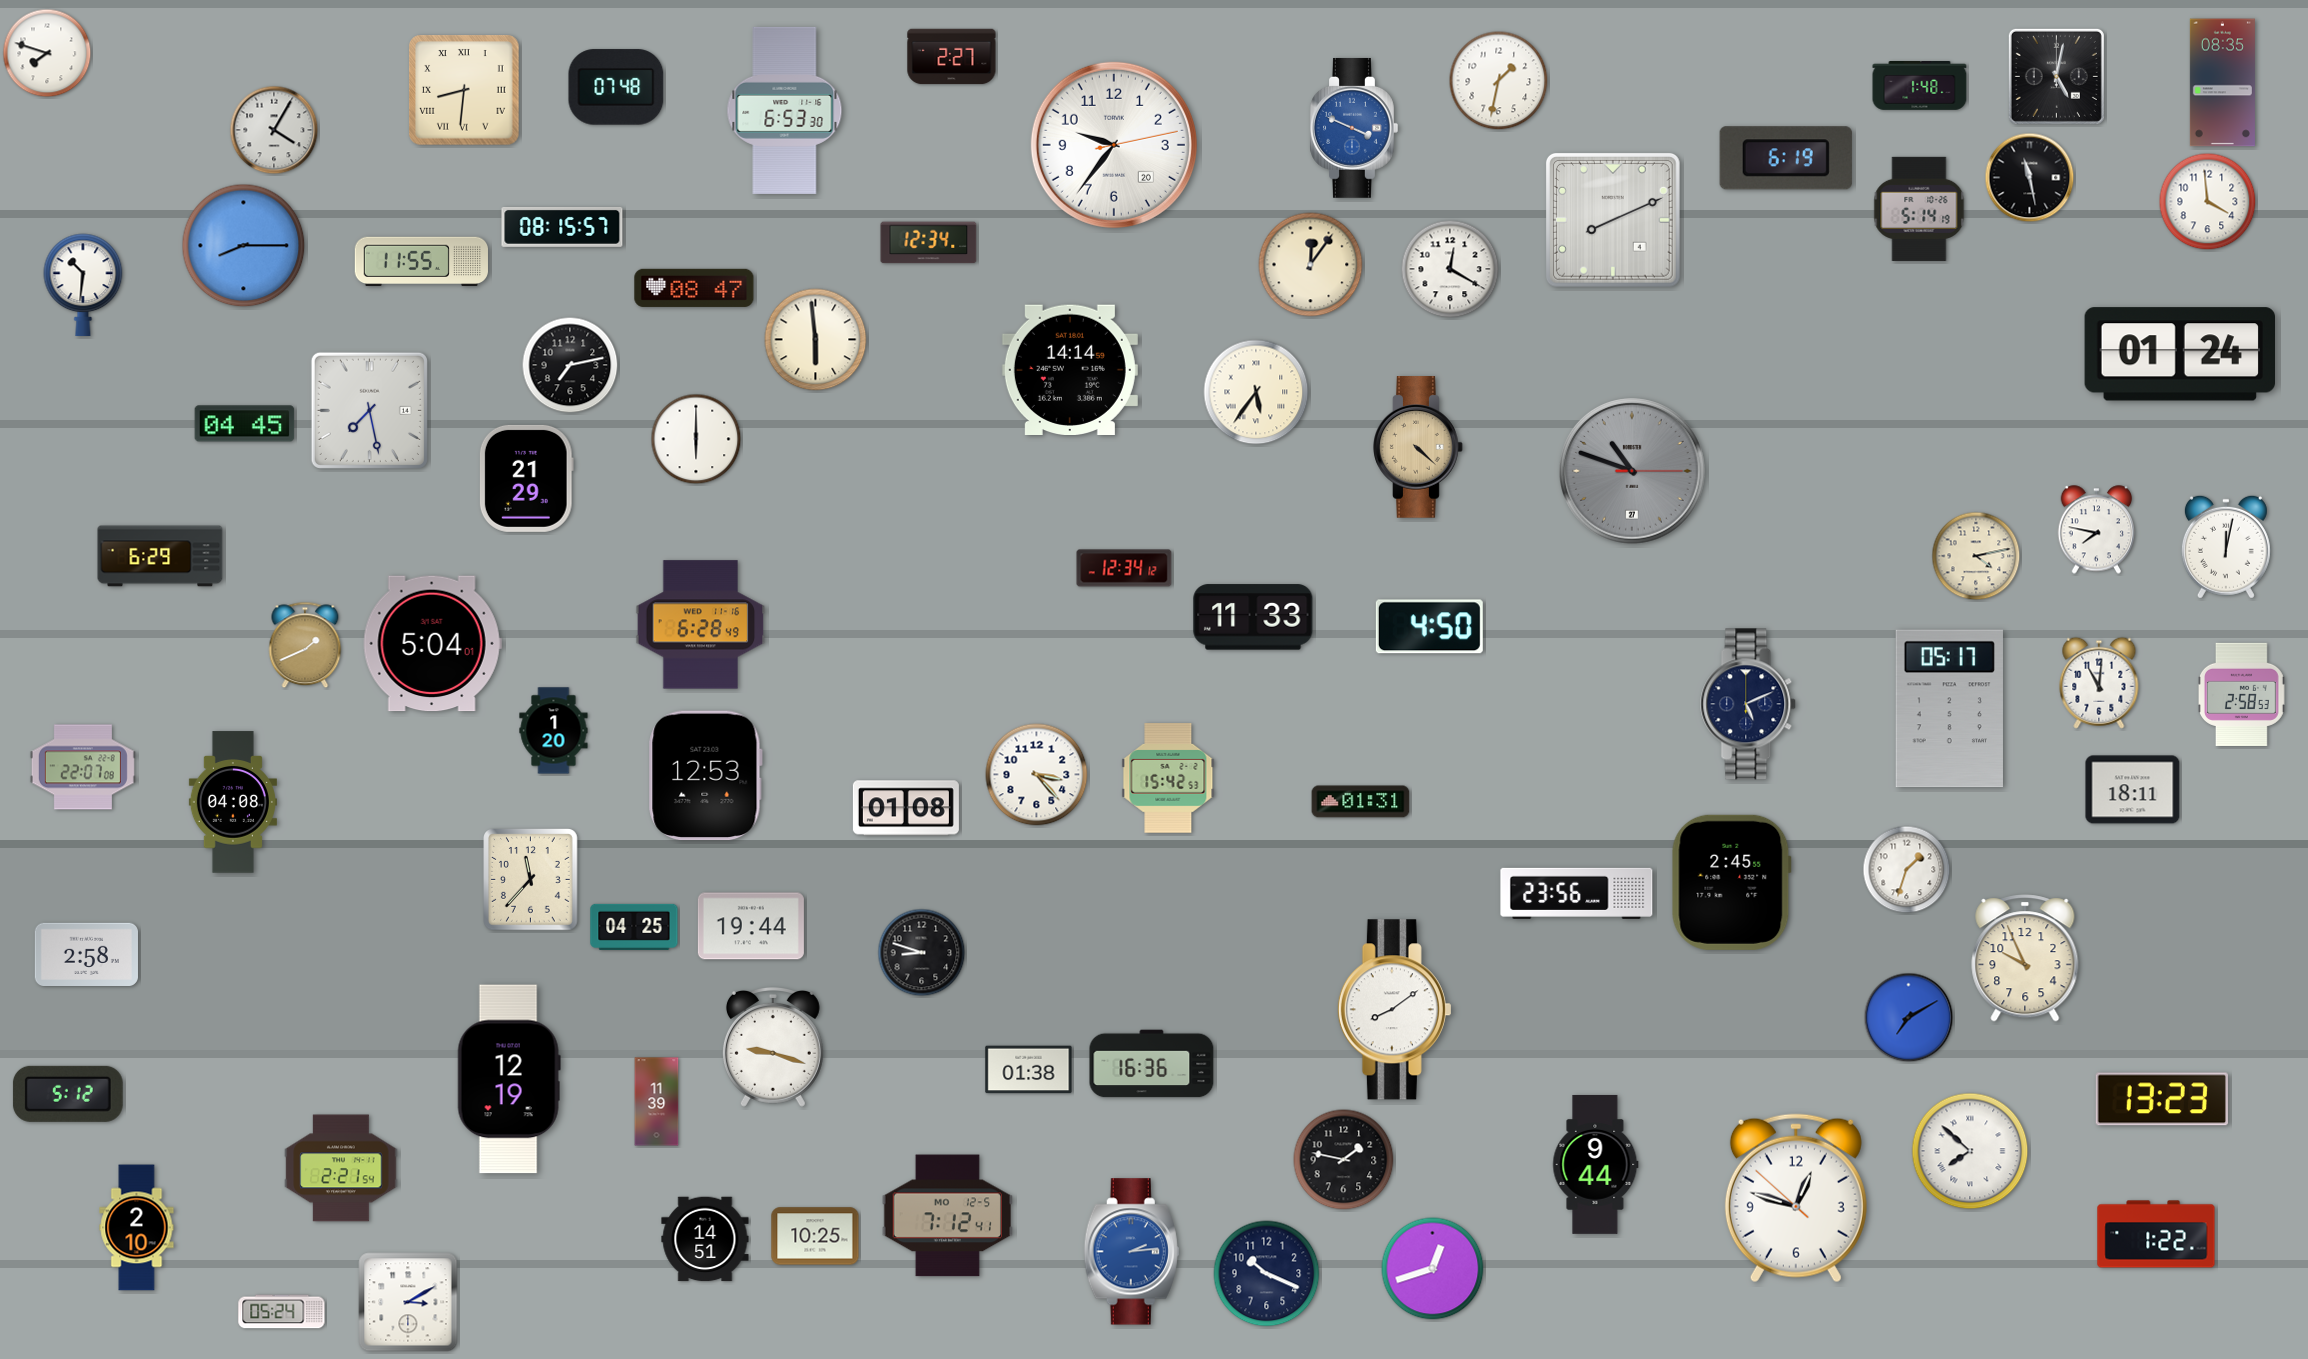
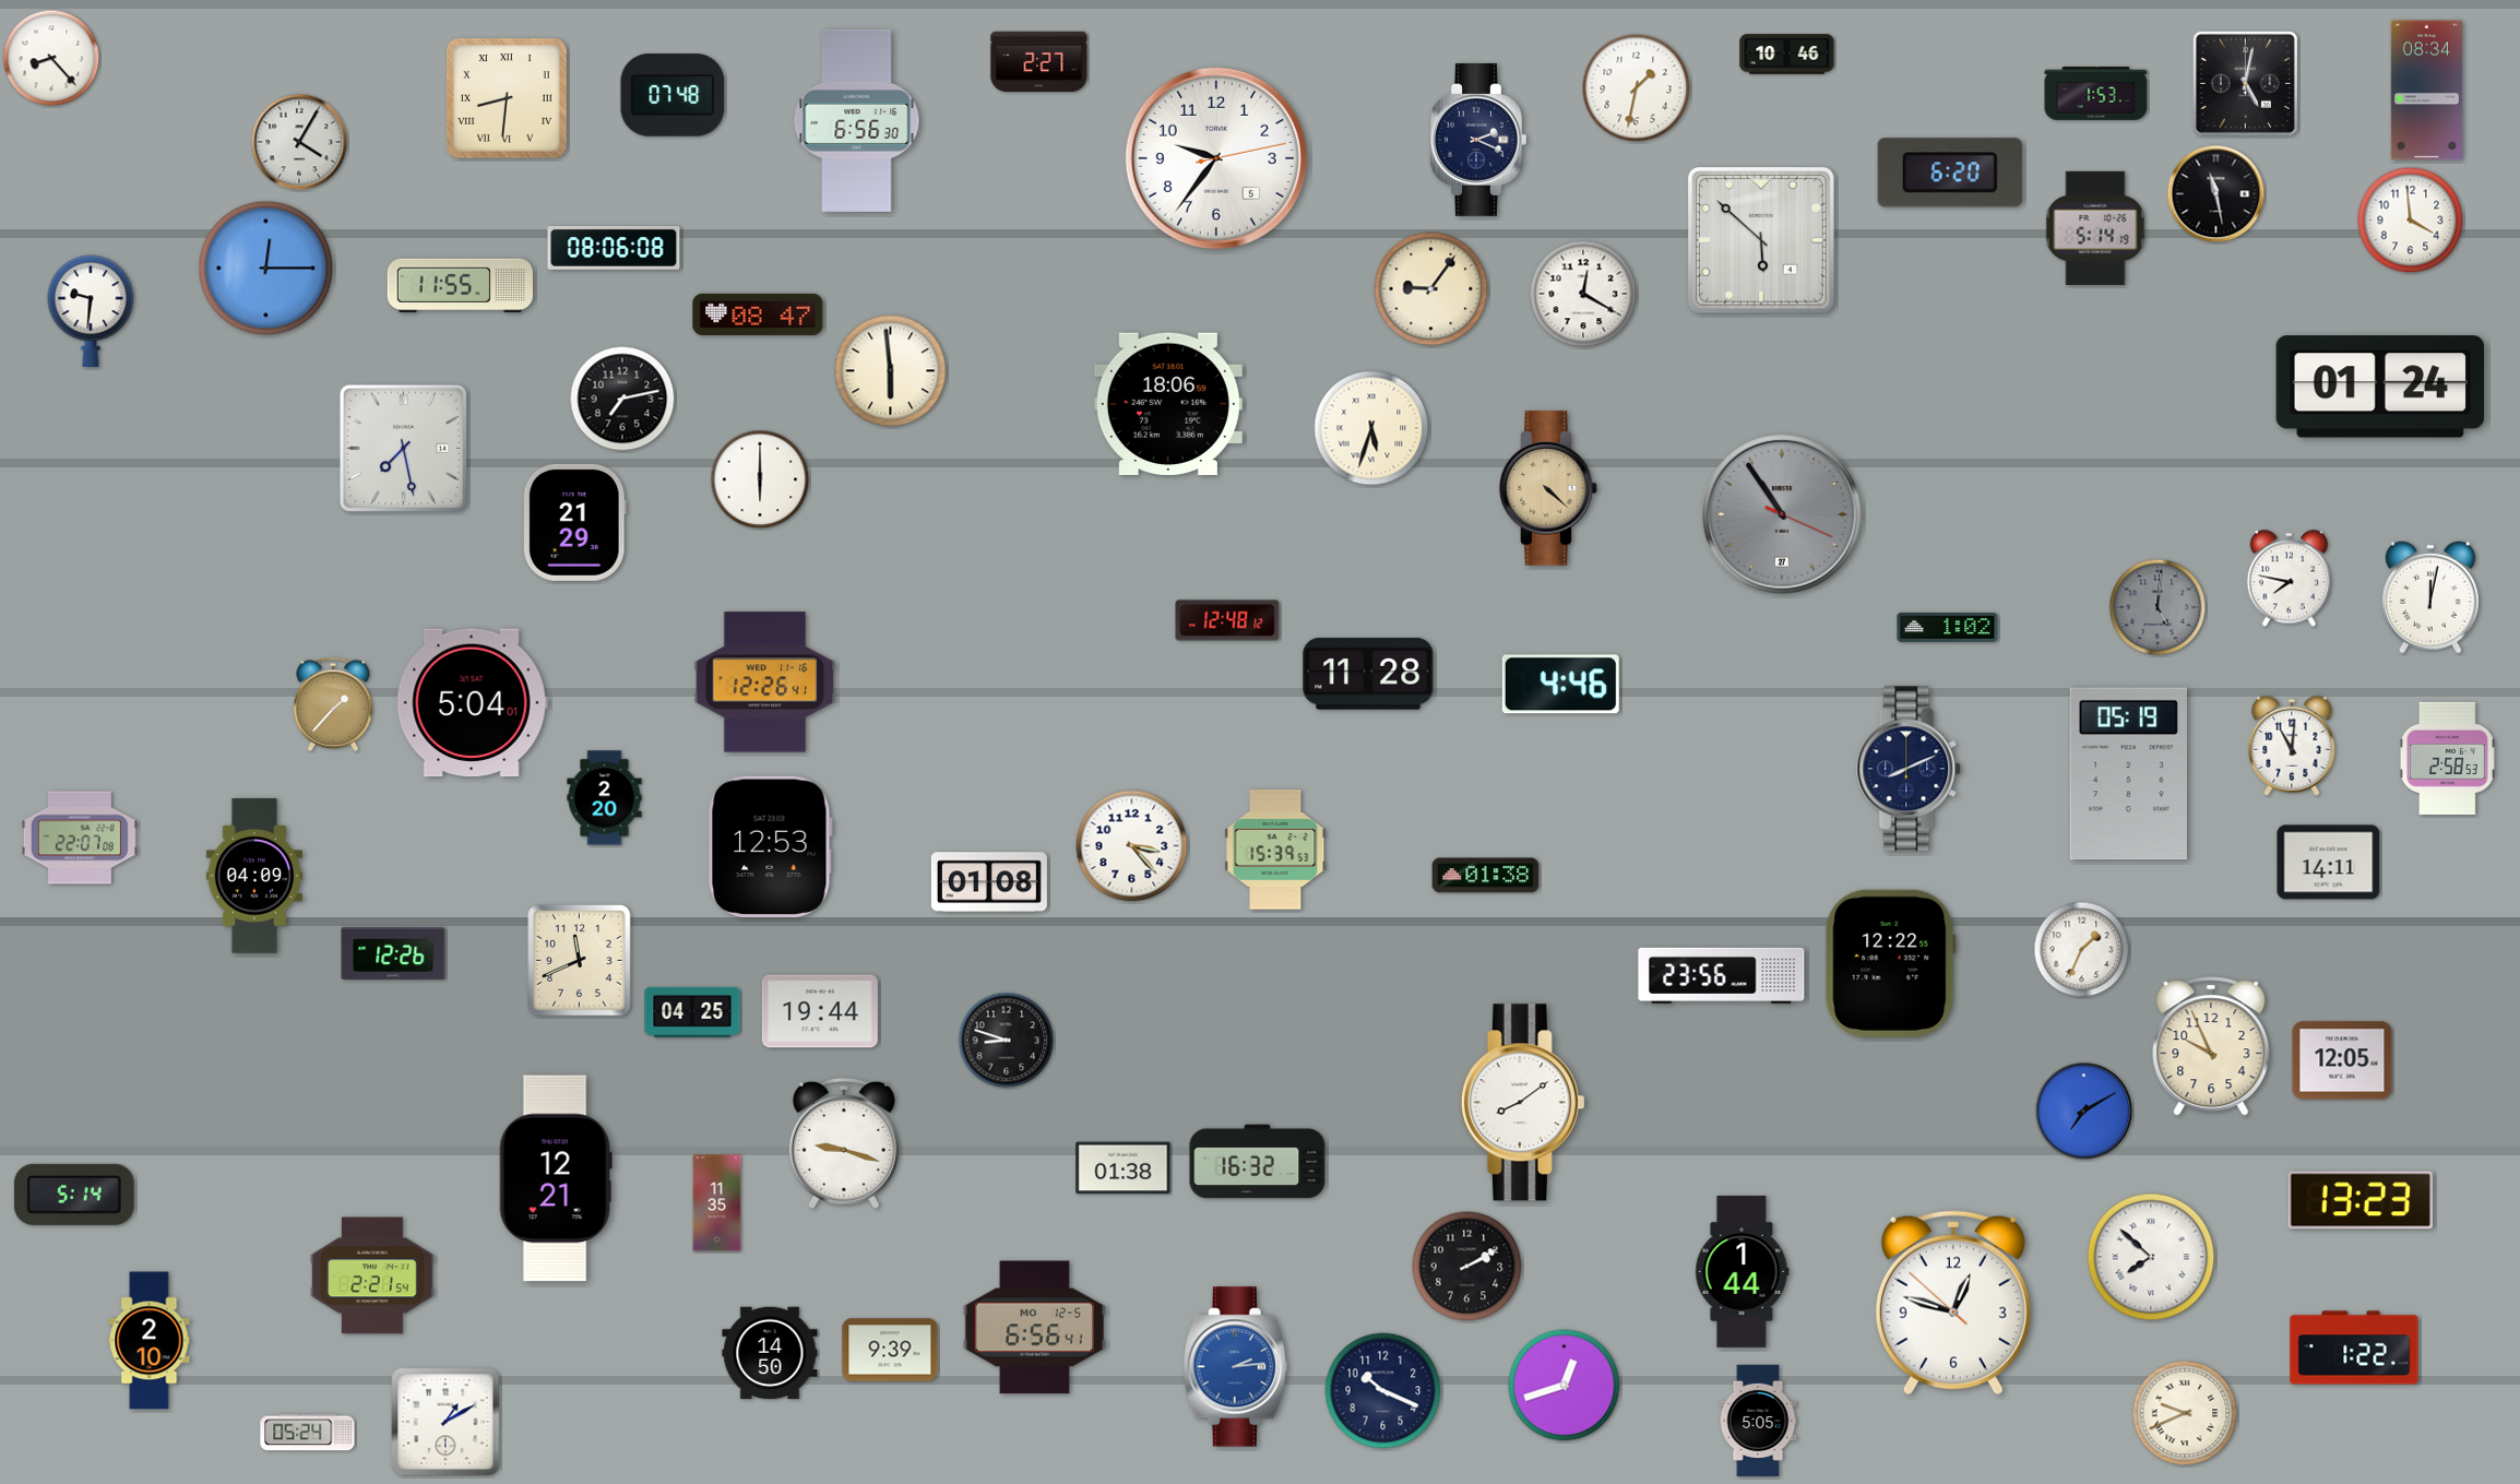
clock at (1787, 55): none -> 10:46
clock at (47, 53): 7:48 -> 8:23
clock at (2222, 83): 08:35 -> 08:34
clock at (1920, 86): 1:48 -> 1:53
clock at (785, 110): 6:53 -> 6:56
clock at (1354, 128): 3:49 -> 2:19
clock at (1354, 128) dial: blue -> navy
clock at (1114, 145) date: 20 -> 5
clock at (1786, 158): 6:19 -> 6:20
clock at (1613, 220): 8:11 -> 5:52
clock at (562, 227): 08:15 -> 08:06
clock at (929, 243): 12:34 -> none
clock at (244, 246): 8:15 -> 12:15
clock at (1311, 265): 12:06 -> 9:06
clock at (83, 284): 10:31 -> 9:31
clock at (1070, 369): 14:14 -> 18:06
clock at (1256, 392): 5:36 -> 5:33
clock at (245, 424): 04:45 -> none
clock at (1632, 471): 10:48 -> 10:54
clock at (160, 556): 6:29 -> none
clock at (1976, 556): 4:13 -> 5:01
clock at (1976, 556) dial: cream -> grey
clock at (1124, 568): 12:34 -> 12:48
clock at (1948, 627): none -> 1:02
clock at (1253, 617): 11:33 -> 11:28
clock at (701, 625): 6:28 -> 12:26
clock at (1429, 627): 4:50 -> 4:46
clock at (305, 645): 1:41 -> 1:37
clock at (1749, 704): 5:11 -> 8:11
clock at (1949, 709): 05:17 -> 05:19
clock at (554, 731): 1:20 -> 2:20
clock at (83, 767) position: (83, 767) -> (80, 838)
clock at (1168, 779): 15:42 -> 15:39
clock at (2133, 790): 18:11 -> 14:11
clock at (233, 802): 04:08 -> 04:09
clock at (1361, 802): 01:31 -> 01:38
clock at (1907, 870): 1:33 -> 1:34
clock at (393, 953): none -> 12:26
clock at (531, 880): 11:37 -> 11:41
clock at (1731, 882): 2:45 -> 12:22
clock at (86, 954): 2:58 -> none
clock at (2342, 1060): none -> 12:05
clock at (1152, 1064): 16:36 -> 16:32
clock at (509, 1079): 12:19 -> 12:21
clock at (68, 1094): 5:12 -> 5:14
clock at (657, 1102): 11:39 -> 11:35
clock at (1344, 1160): 1:47 -> 2:10
clock at (1596, 1164): 9:44 -> 1:44
clock at (1796, 1198) position: (1796, 1198) -> (1953, 1303)
clock at (947, 1216): 7:12 -> 6:56
clock at (815, 1236): 10:25 -> 9:39
clock at (705, 1239): 14:51 -> 14:50
clock at (2185, 1413): none -> 9:41
clock at (1758, 1421): none -> 5:05
clock at (408, 1302): 3:10 -> 1:10
